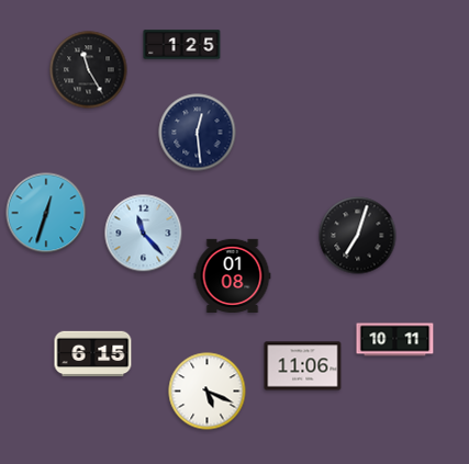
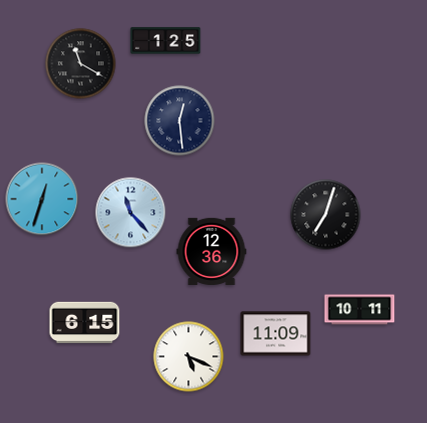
clock at (89, 70): 11:25 -> 11:20
clock at (46, 213) position: (46, 213) -> (42, 199)
clock at (233, 275): 01:08 -> 12:36
clock at (303, 366): 11:06 -> 11:09
